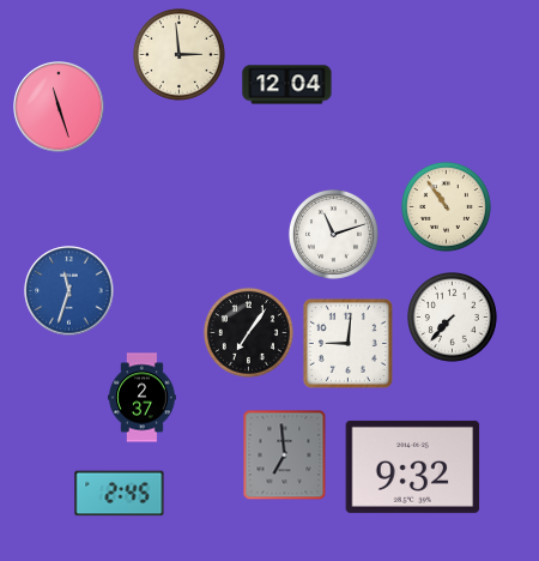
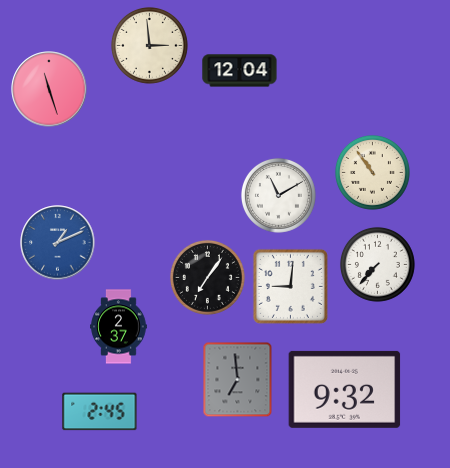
clock at (333, 234): 11:12 -> 11:10
clock at (69, 291): 11:33 -> 1:11
clock at (143, 398) position: (143, 398) -> (119, 327)
